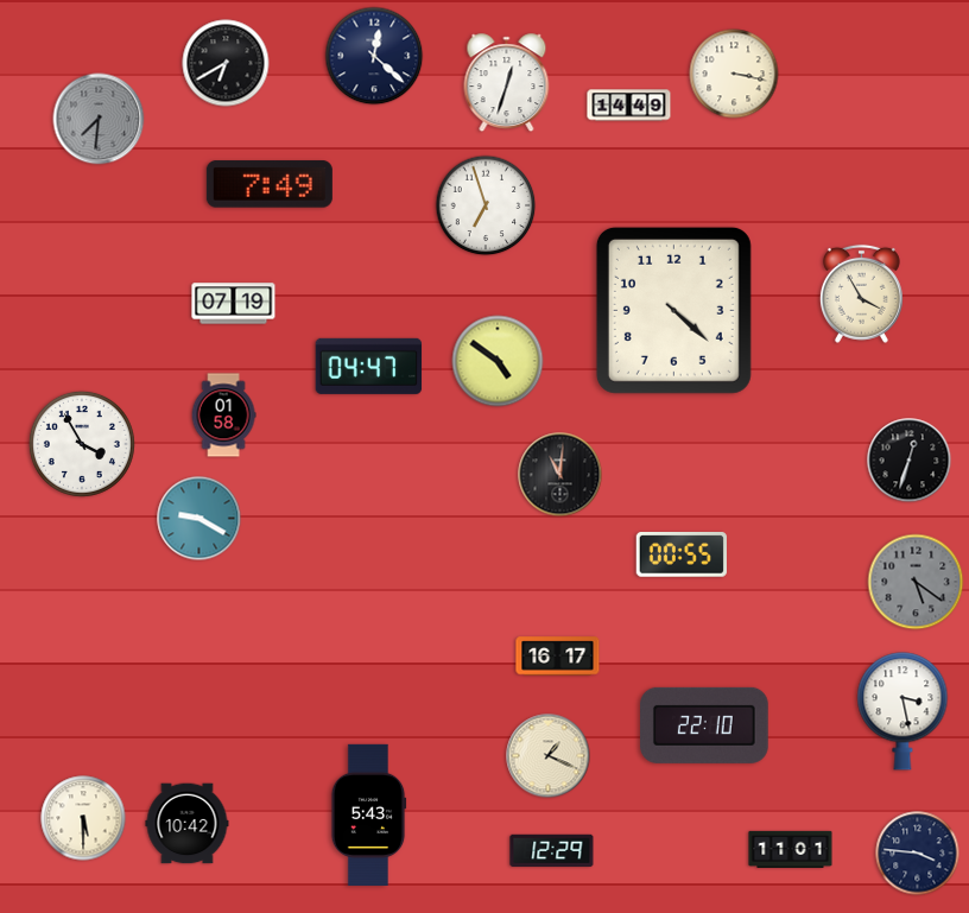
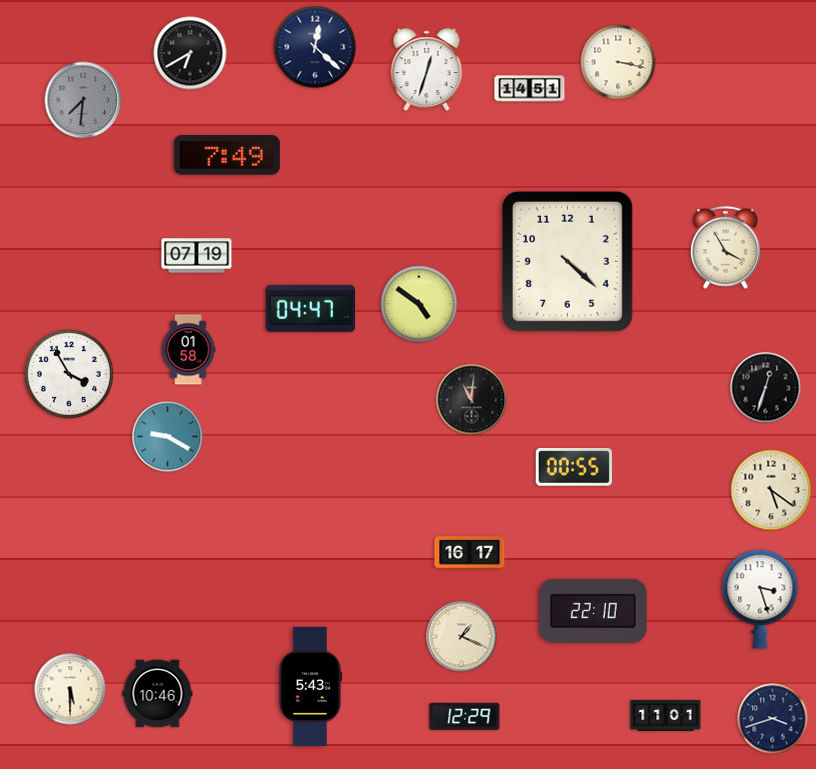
clock at (629, 106): 14:49 -> 14:51
clock at (486, 205): 6:57 -> none
clock at (916, 582) dial: grey -> cream
clock at (902, 711): 3:28 -> 3:27
clock at (188, 824): 10:42 -> 10:46
clock at (918, 854): 3:46 -> 3:42
